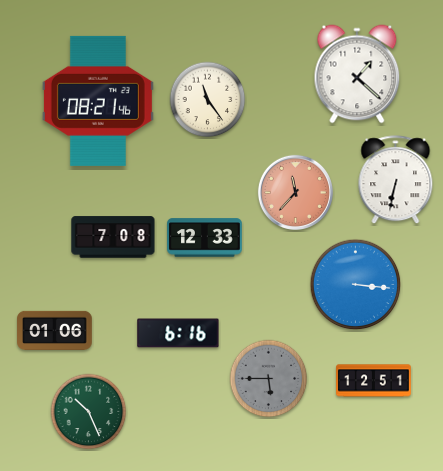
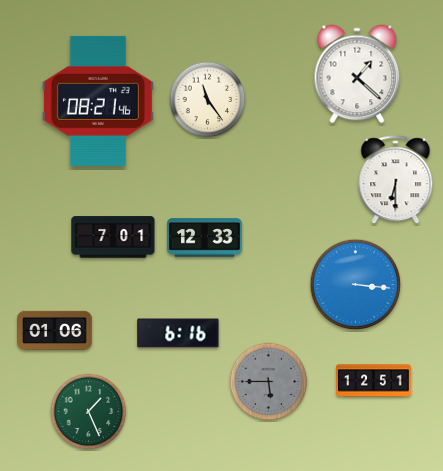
clock at (396, 180): 6:32 -> 6:30
clock at (295, 192): 11:37 -> none
clock at (113, 237): 7:08 -> 7:01
clock at (269, 379) position: (269, 379) -> (269, 382)
clock at (89, 412): 10:26 -> 1:26
